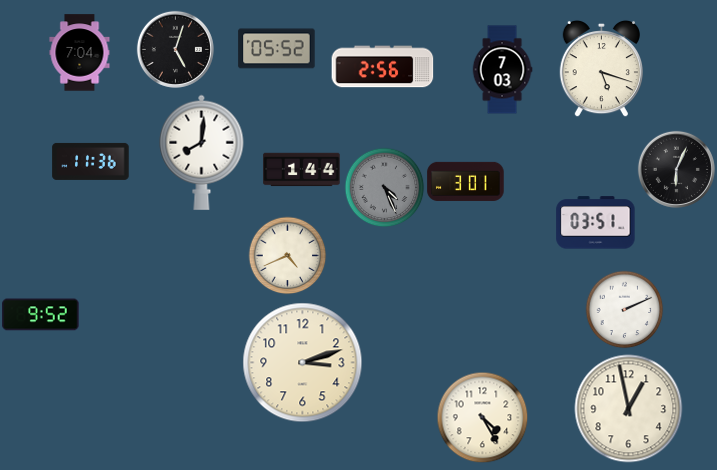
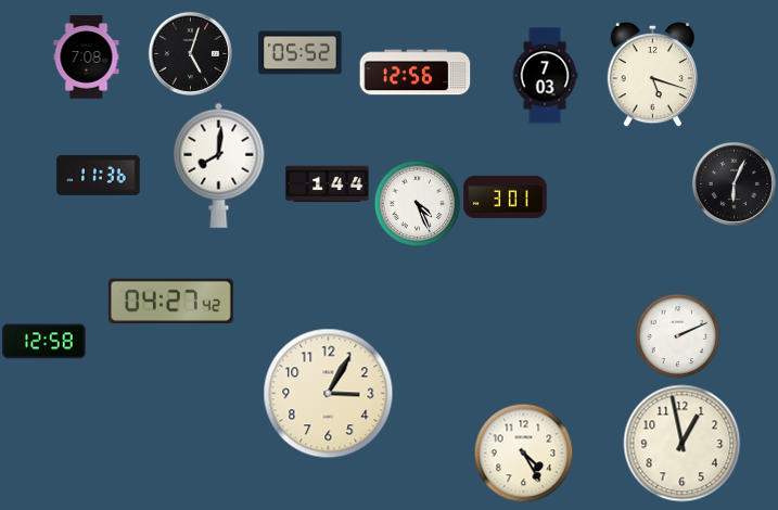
clock at (80, 53): 7:04 -> 7:08
clock at (383, 67): 2:56 -> 12:56
clock at (384, 187) dial: grey -> white
clock at (596, 223): 03:51 -> none
clock at (287, 255): 4:41 -> none
clock at (170, 301): none -> 04:27
clock at (41, 315): 9:52 -> 12:58
clock at (303, 363): 3:12 -> 3:05
